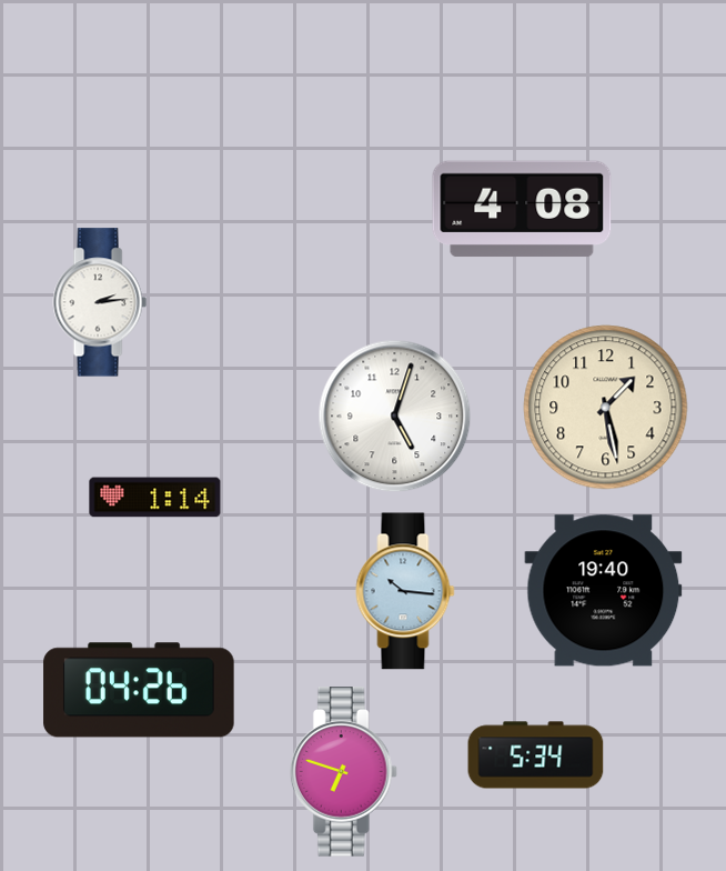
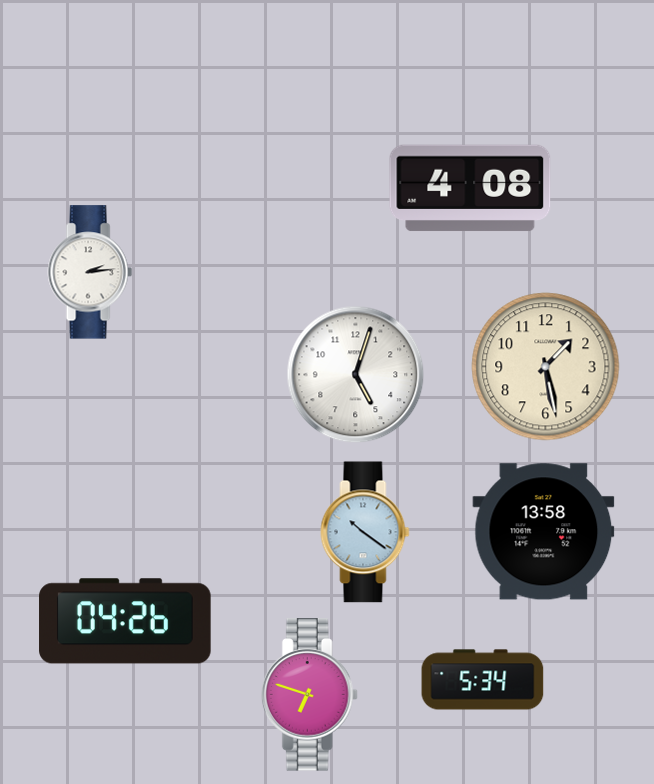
clock at (155, 498): 1:14 -> none
clock at (405, 591): 10:16 -> 10:21
clock at (604, 591): 19:40 -> 13:58
